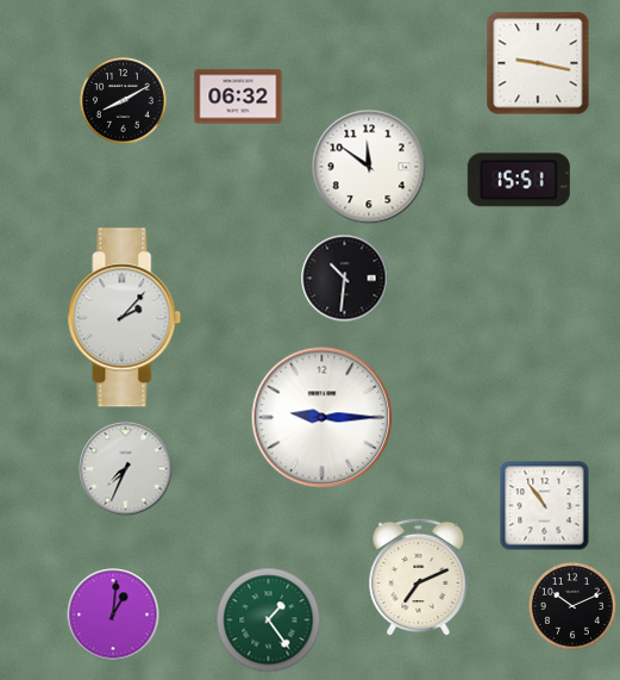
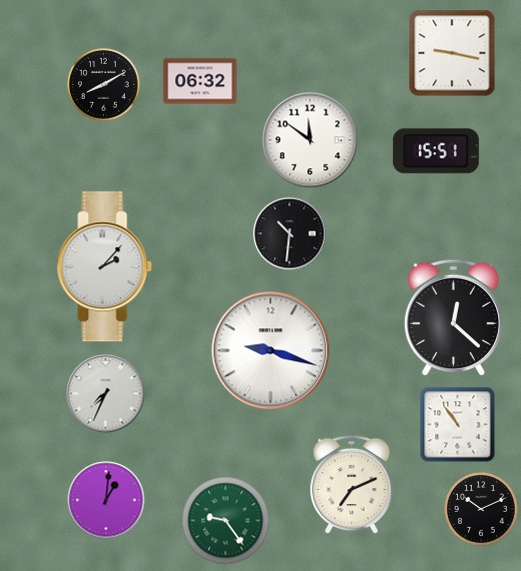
clock at (453, 318): none -> 12:22
clock at (322, 418): 9:15 -> 9:18
clock at (113, 615) position: (113, 615) -> (106, 500)
clock at (269, 620): 1:24 -> 9:24
